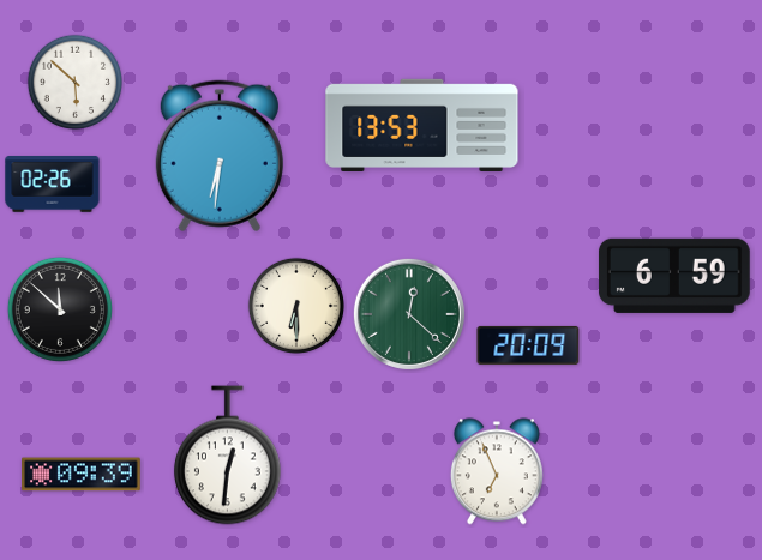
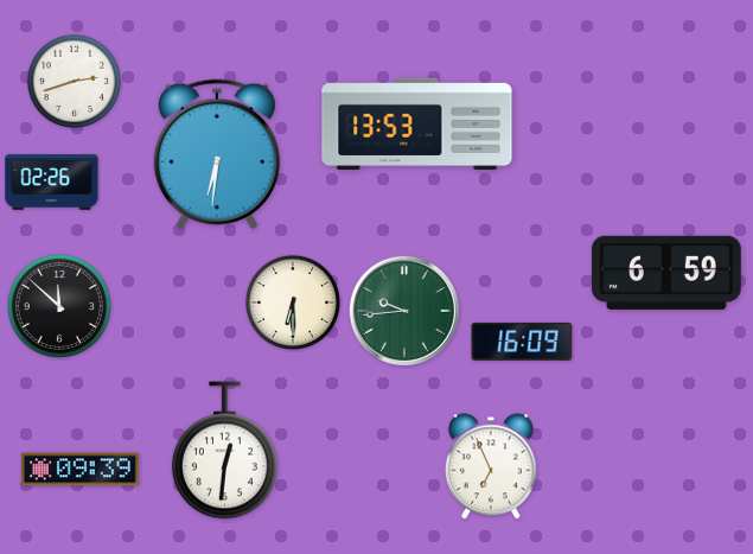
clock at (74, 82): 5:52 -> 2:42
clock at (409, 314): 12:22 -> 9:44
clock at (528, 345): 20:09 -> 16:09
